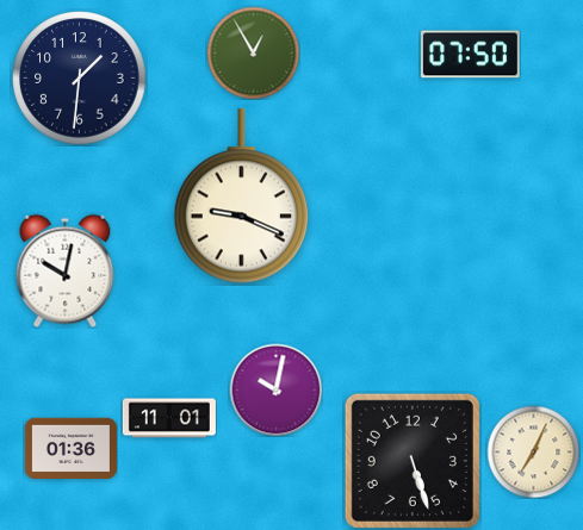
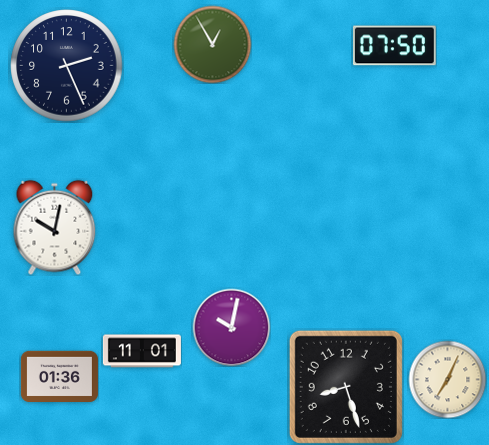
clock at (80, 79): 1:31 -> 2:26
clock at (241, 197): 9:19 -> none
clock at (413, 461): 5:27 -> 8:27
